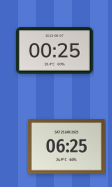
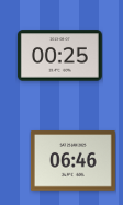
clock at (66, 147): 06:25 -> 06:46
